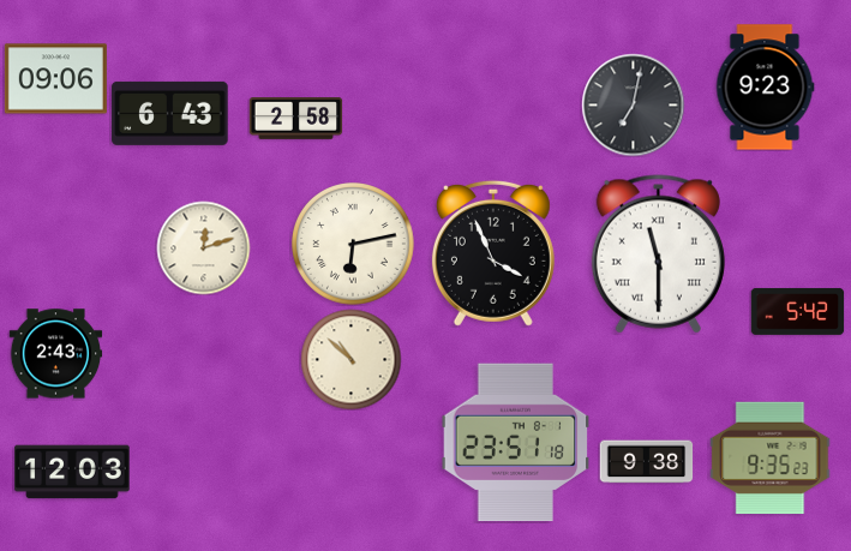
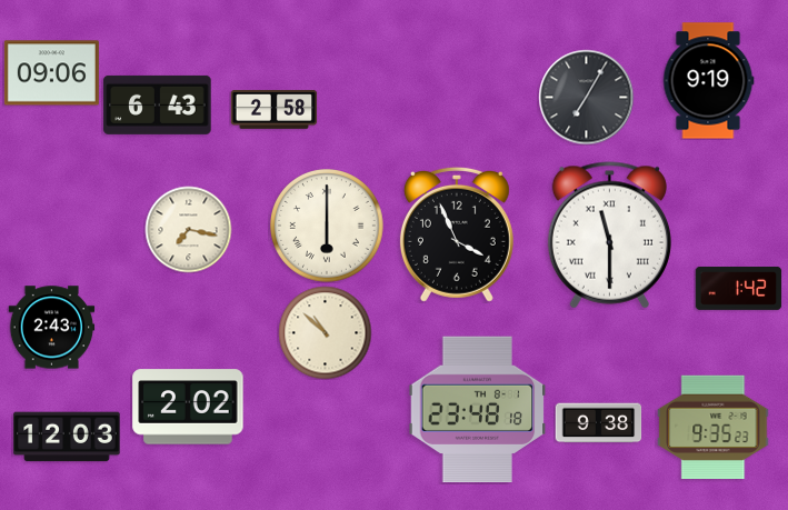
clock at (765, 88): 9:23 -> 9:19
clock at (633, 104): 7:02 -> 7:05
clock at (354, 245): 6:13 -> 6:00
clock at (203, 247): 12:12 -> 7:17
clock at (797, 311): 5:42 -> 1:42
clock at (188, 407): none -> 2:02
clock at (516, 443): 23:51 -> 23:48
clock at (771, 459) position: (771, 459) -> (714, 428)
clock at (646, 462) position: (646, 462) -> (598, 423)
